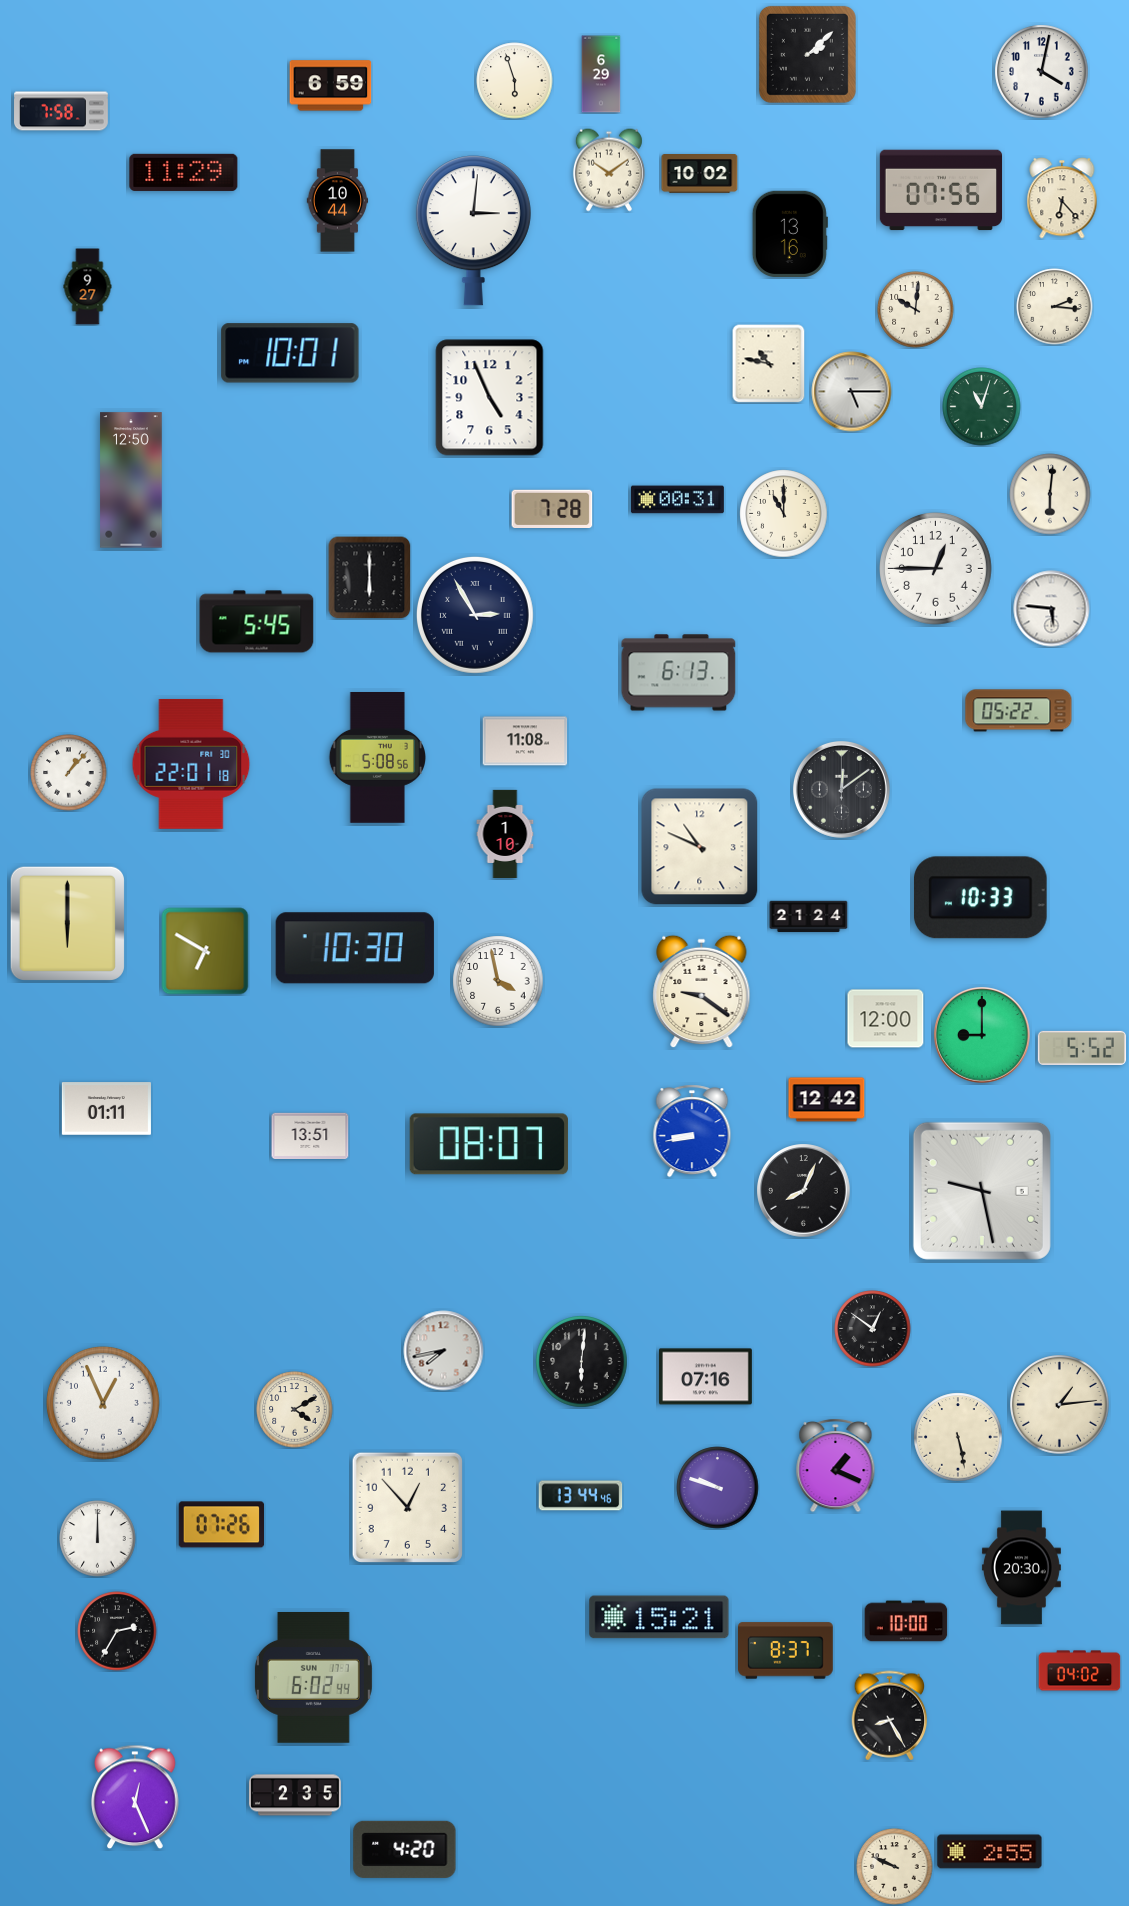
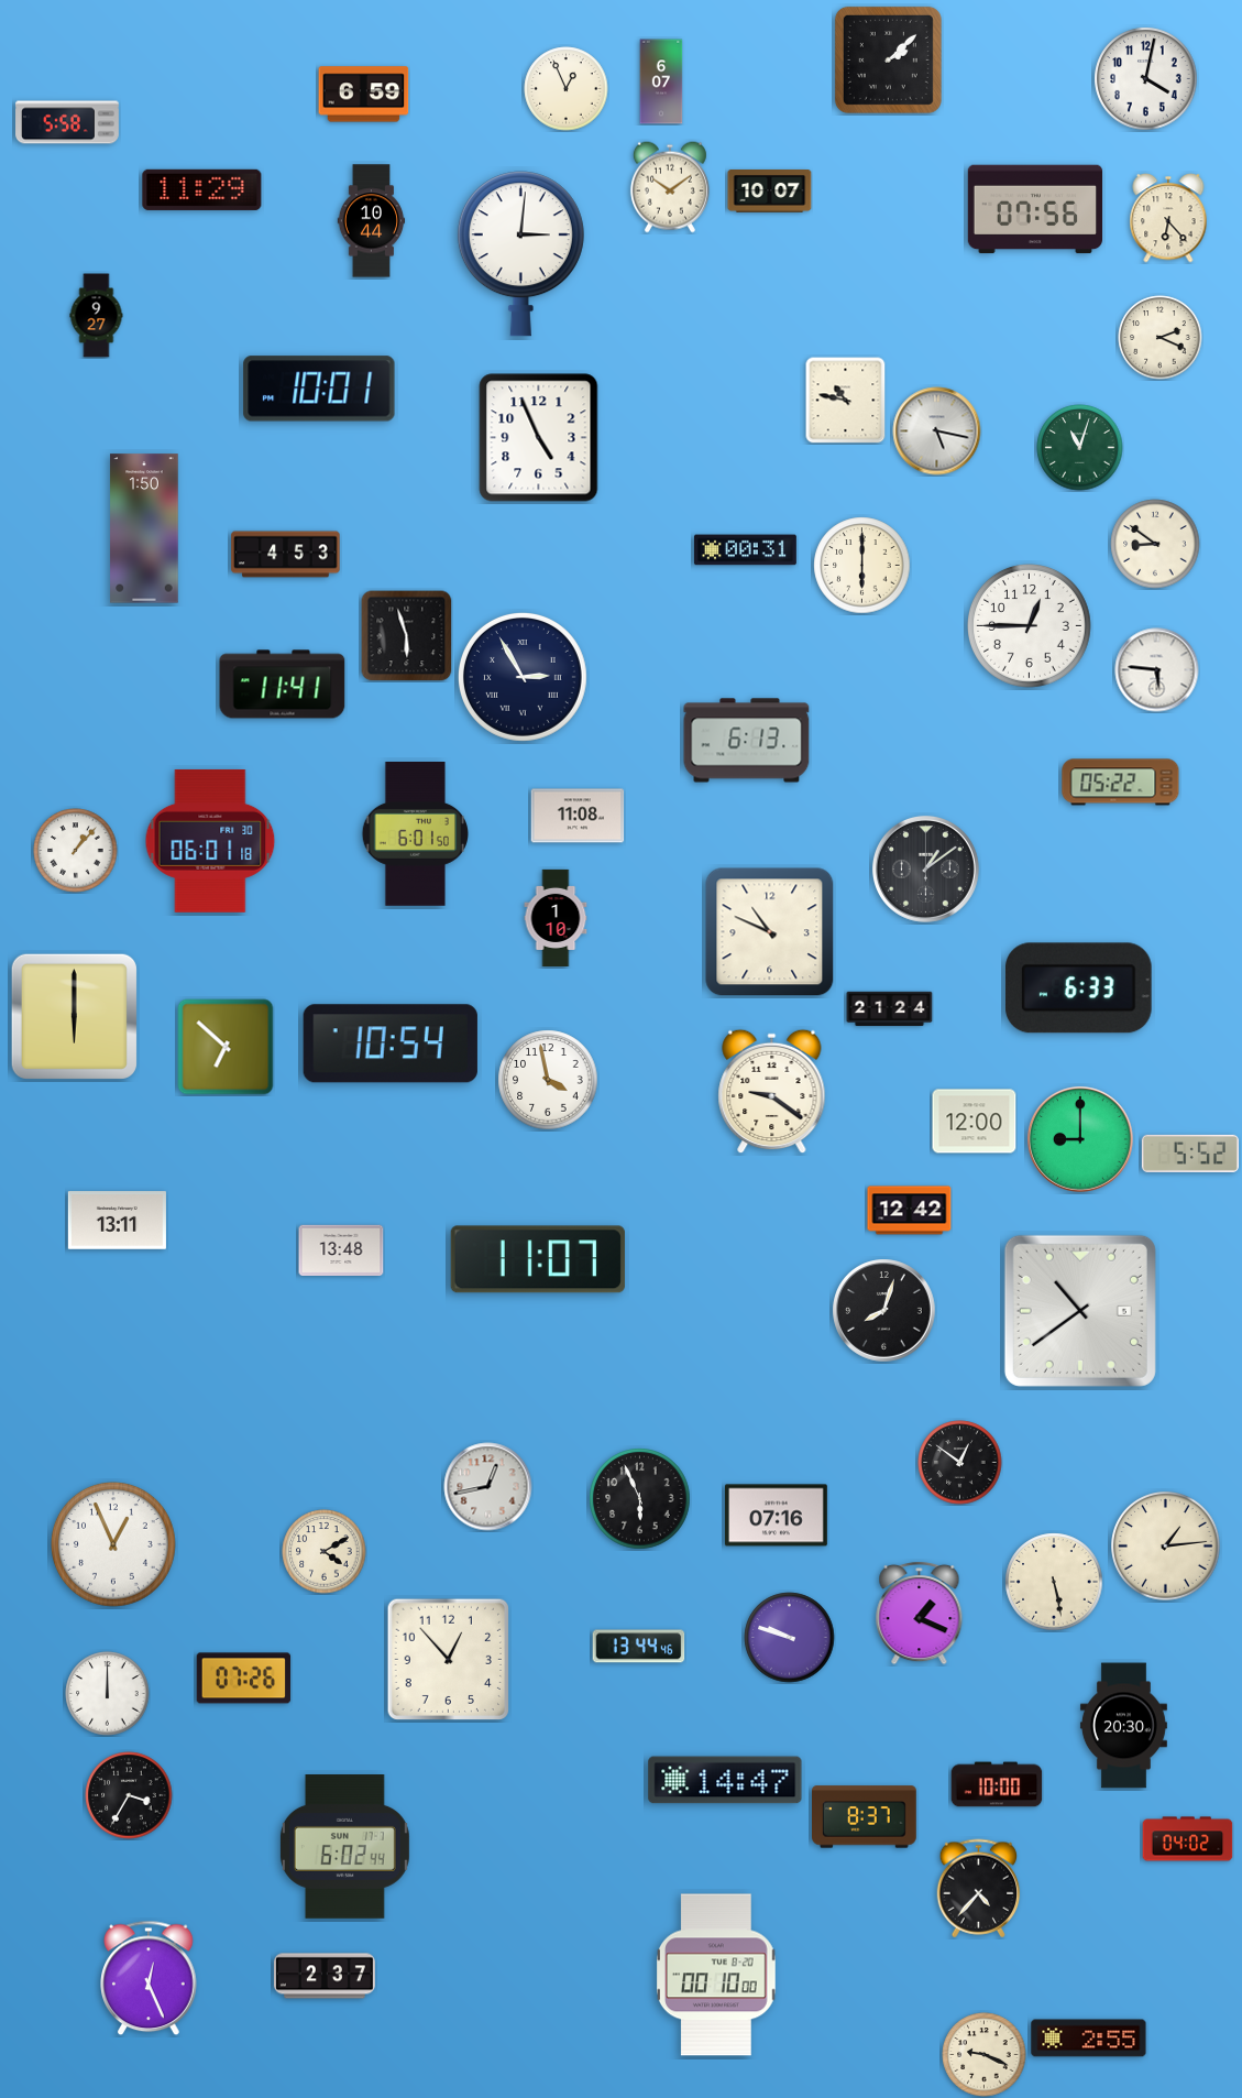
clock at (601, 74): 6:29 -> 6:07
clock at (515, 81): 5:57 -> 12:56
clock at (61, 111): 7:58 -> 5:58
clock at (700, 174): 10:02 -> 10:07
clock at (790, 233): 13:16 -> none
clock at (1055, 307): 2:16 -> 2:19
clock at (916, 310): 10:01 -> none
clock at (852, 392): 5:15 -> 5:17
clock at (131, 480): 12:50 -> 1:50
clock at (1050, 494): 6:01 -> 8:51
clock at (286, 555): none -> 4:53
clock at (552, 509): 7:28 -> none
clock at (784, 514): 11:00 -> 6:00
clock at (370, 578): 6:00 -> 5:57
clock at (257, 622): 5:45 -> 11:41
clock at (378, 758): 5:08 -> 6:01
clock at (191, 764): 22:01 -> 06:01
clock at (841, 789): 12:09 -> 1:09
clock at (980, 898): 10:33 -> 6:33
clock at (355, 948): 10:30 -> 10:54
clock at (205, 951): 6:50 -> 6:52
clock at (106, 1109): 01:11 -> 13:11
clock at (692, 1131): 8:43 -> none
clock at (310, 1135): 13:51 -> 13:48
clock at (489, 1144): 08:07 -> 11:07
clock at (804, 1191): 8:04 -> 8:03
clock at (982, 1191): 9:28 -> 10:39
clock at (444, 1351): 7:43 -> 12:43
clock at (582, 1362): 6:01 -> 5:56
clock at (659, 1617): 15:21 -> 14:47
clock at (117, 1631): 2:35 -> 3:35
clock at (890, 1716): 8:25 -> 4:37
clock at (717, 1975): none -> 00:10
clock at (295, 1795): 2:35 -> 2:37
clock at (405, 1849): 4:20 -> none
clock at (895, 1867): 9:49 -> 9:19
